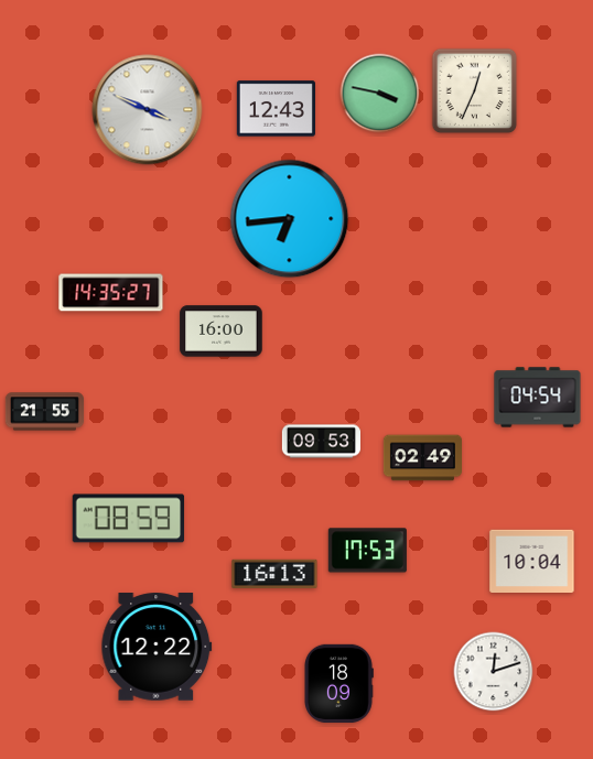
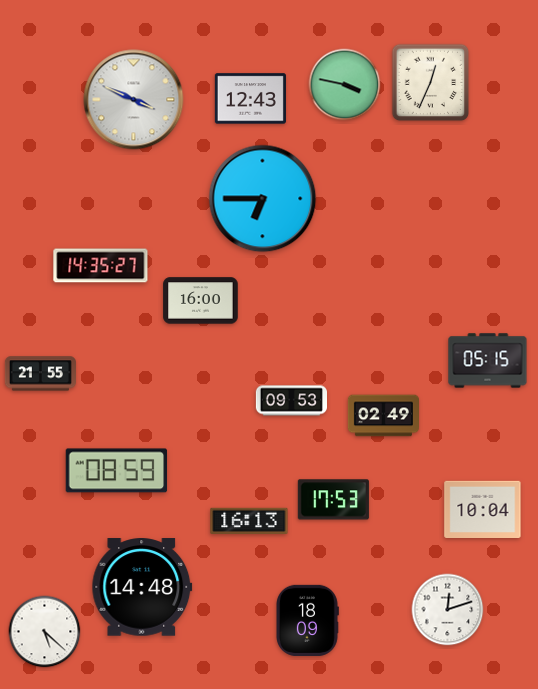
clock at (290, 219): 6:44 -> 6:45
clock at (538, 398): 04:54 -> 05:15
clock at (157, 647): 12:22 -> 14:48
clock at (45, 632): none -> 5:22
